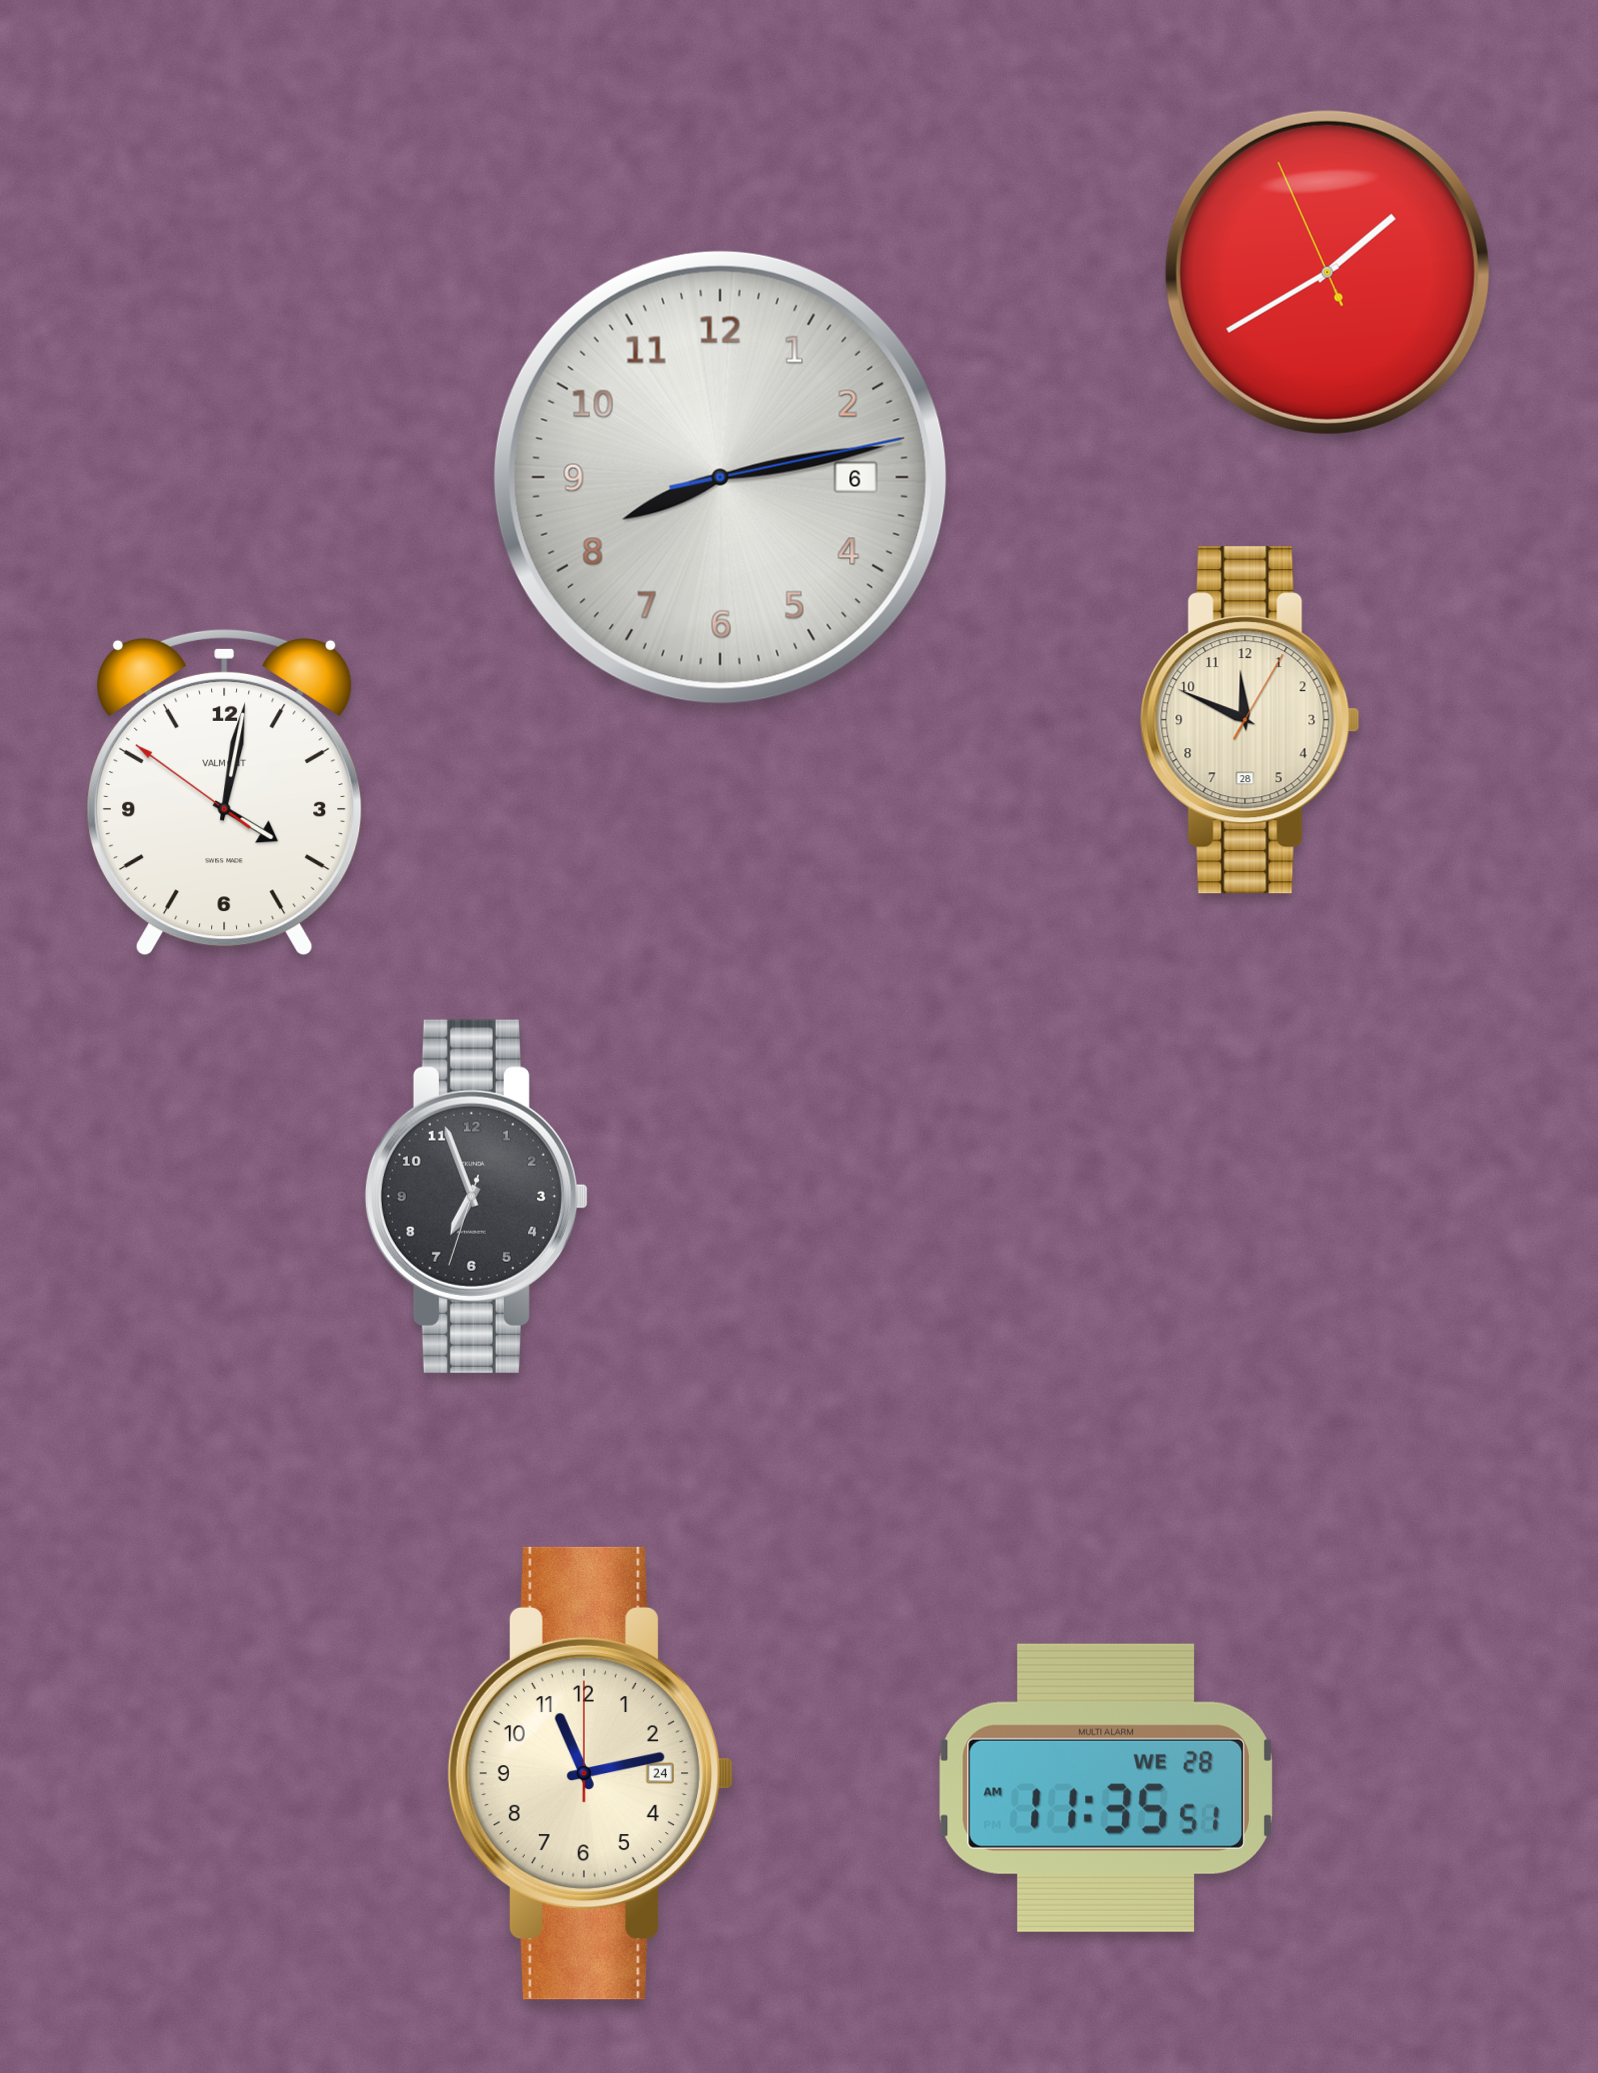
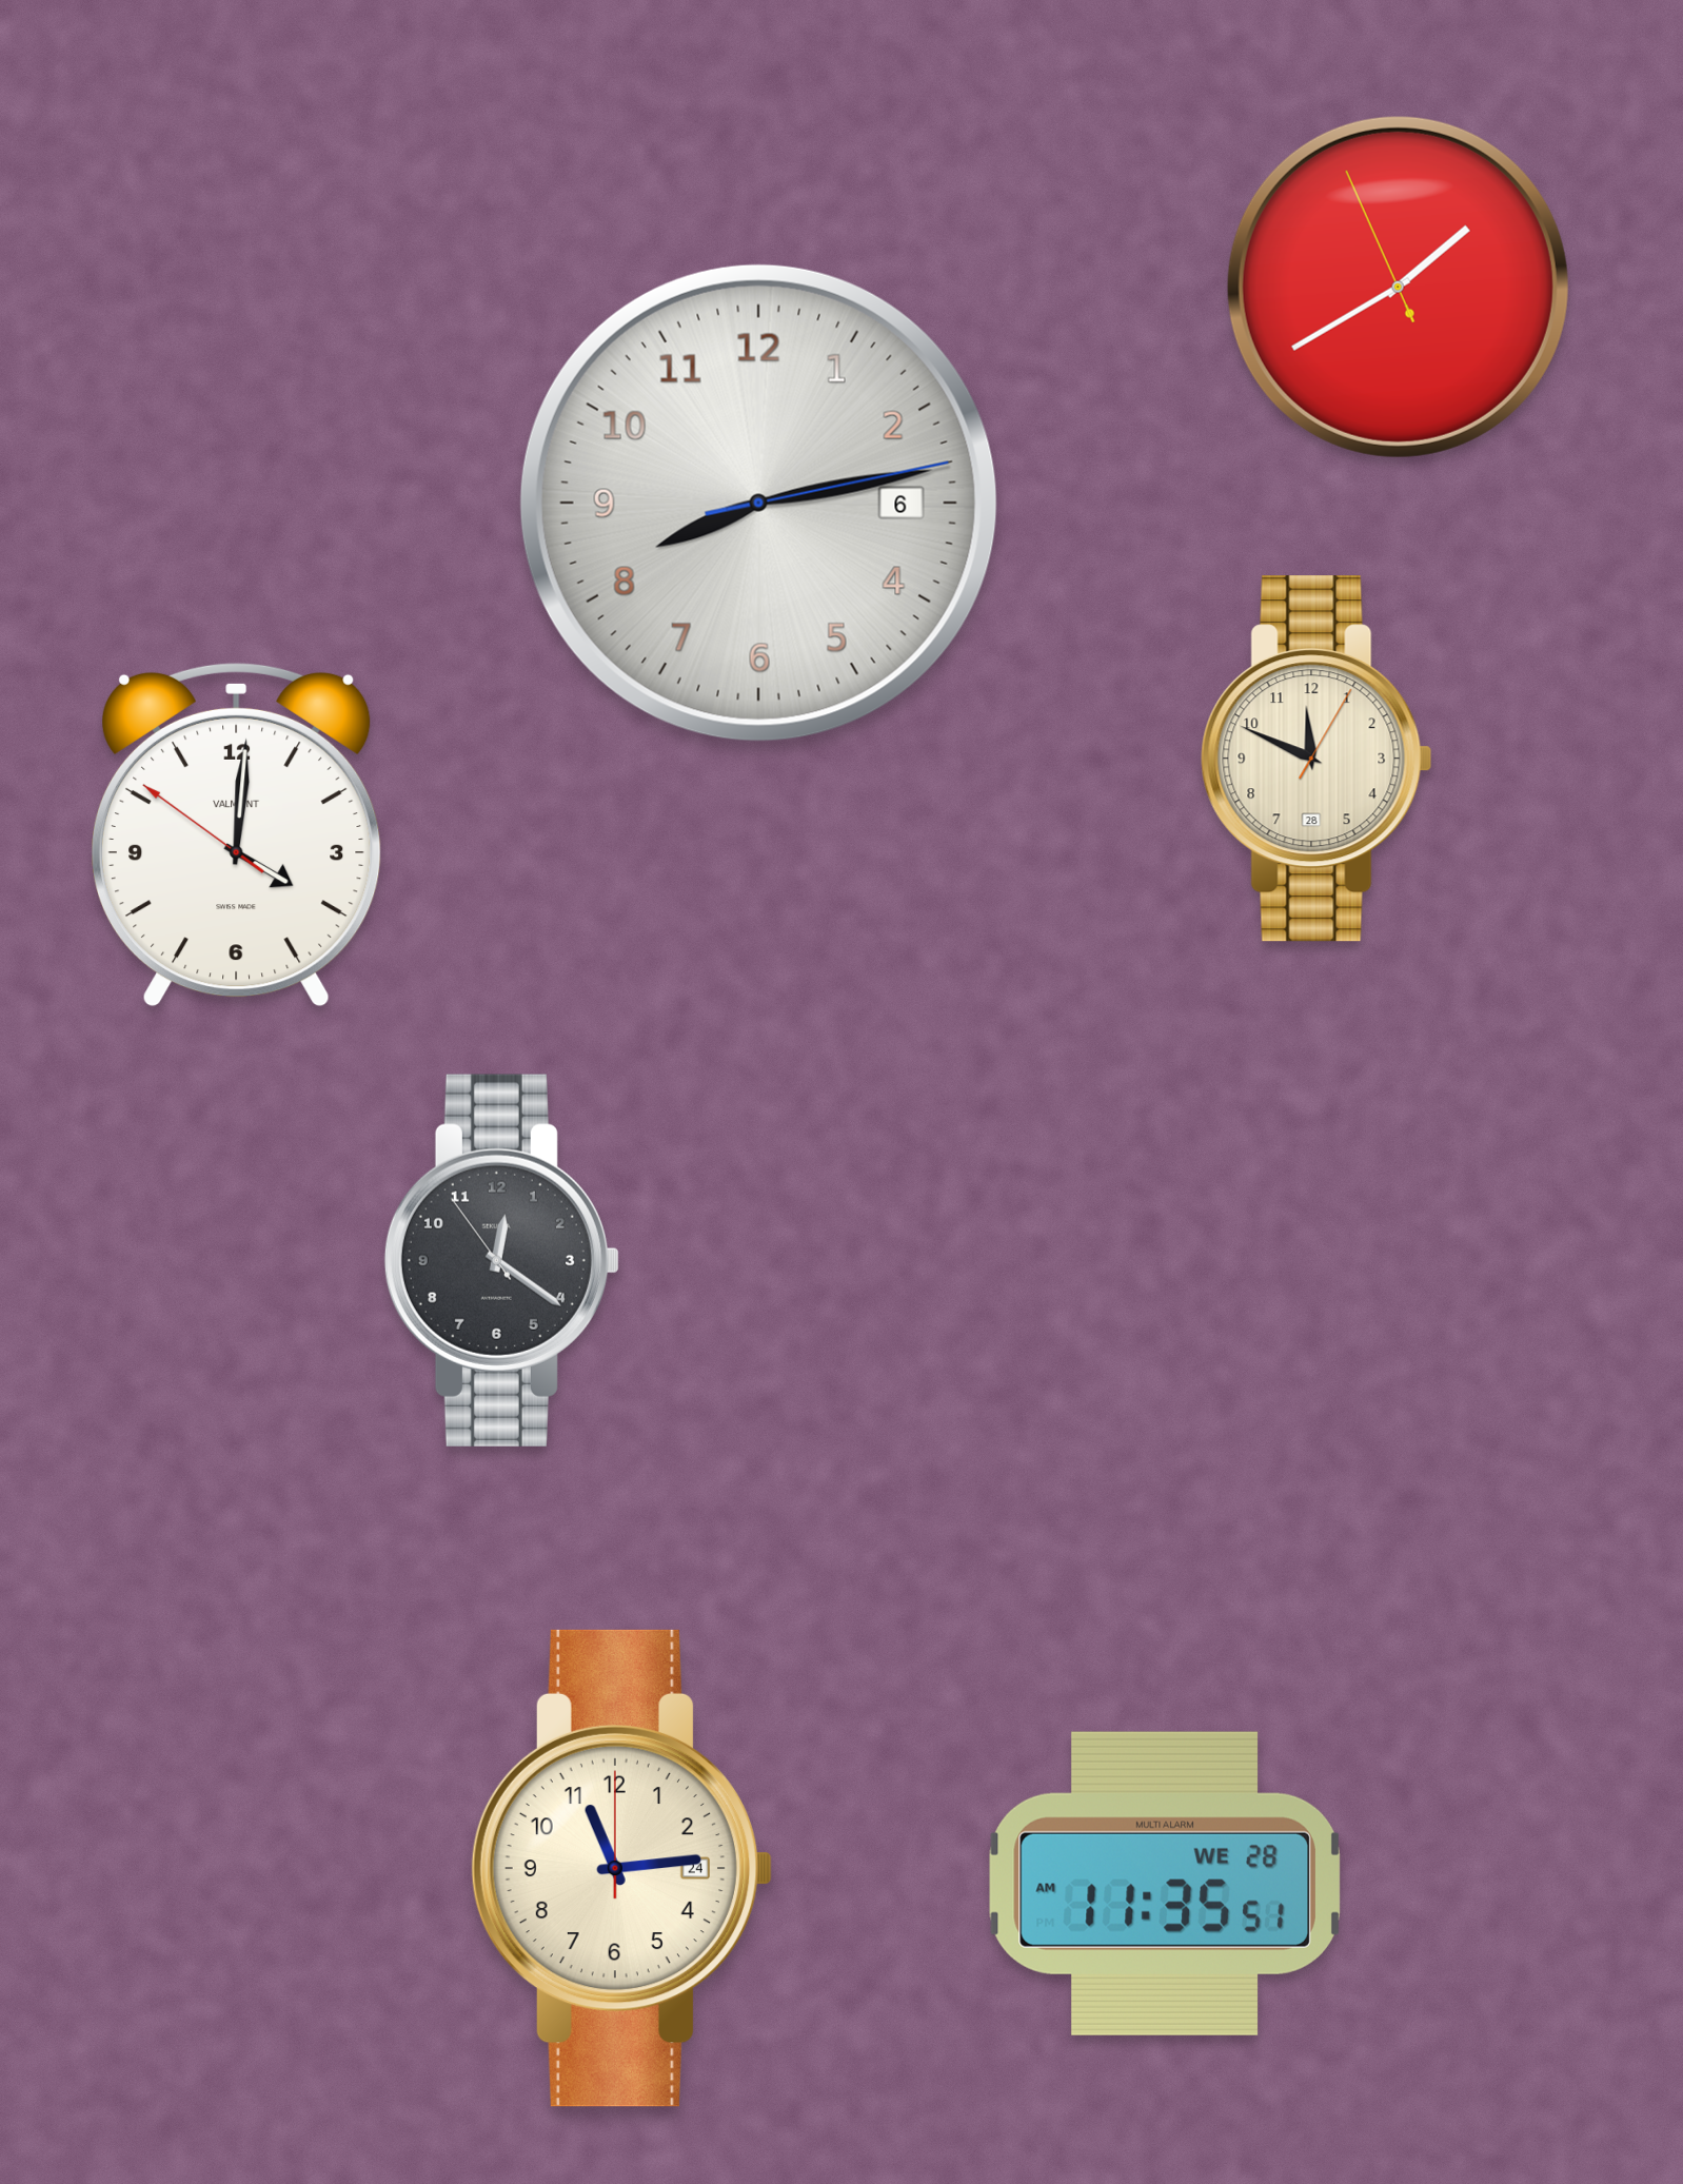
clock at (224, 792): 4:01 -> 4:00
clock at (476, 1196): 6:56 -> 12:20
clock at (590, 1773): 11:13 -> 11:14
